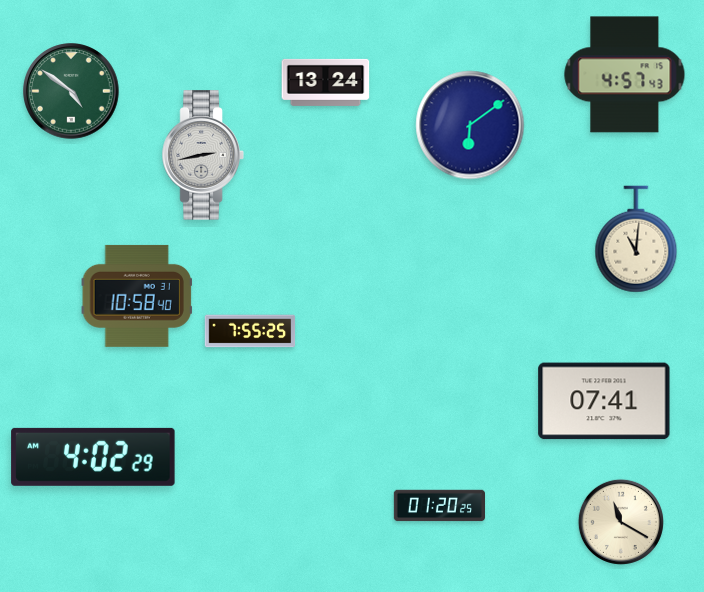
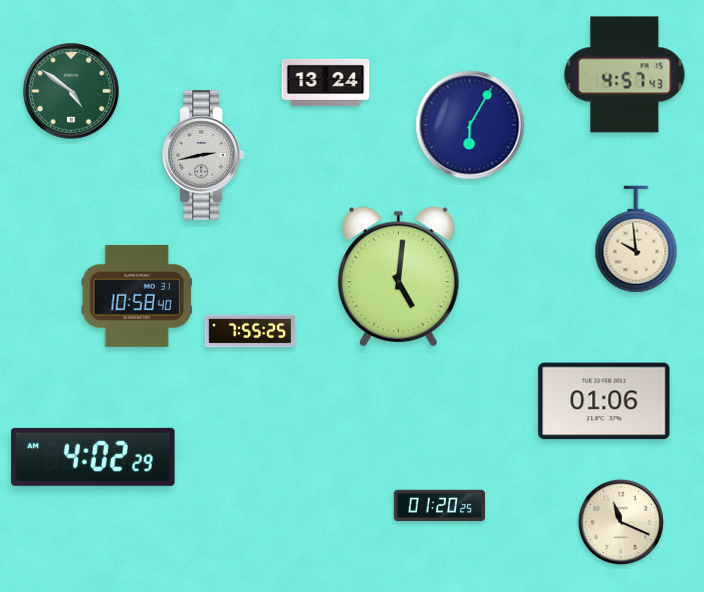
clock at (470, 125): 6:09 -> 6:05
clock at (636, 239): 11:01 -> 9:59
clock at (399, 277): none -> 5:01
clock at (604, 401): 07:41 -> 01:06
clock at (621, 522): 11:20 -> 11:19
